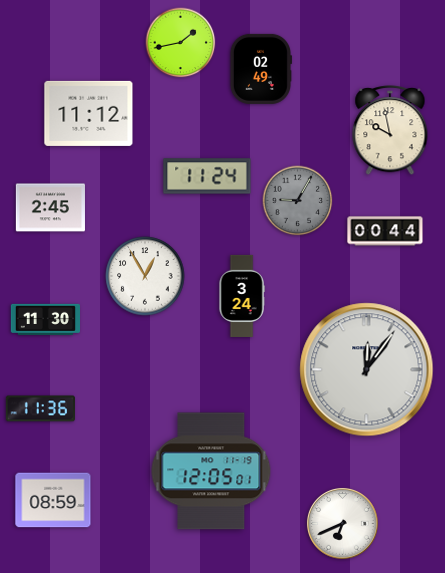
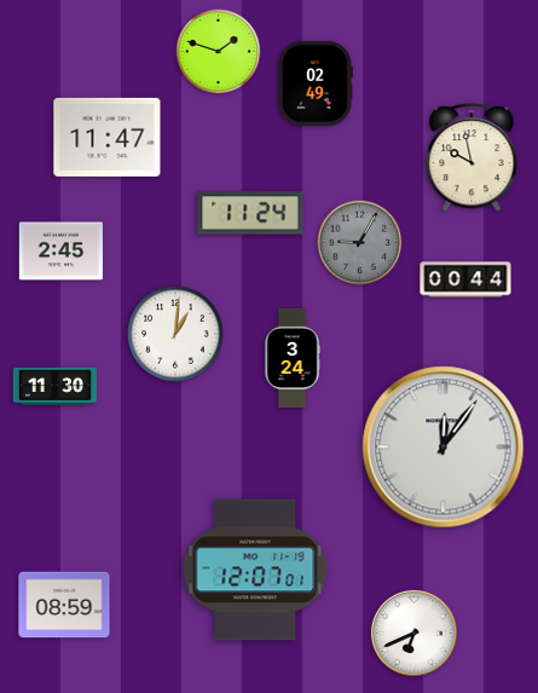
clock at (181, 43): 1:43 -> 1:48
clock at (89, 113): 11:12 -> 11:47
clock at (145, 276): 12:55 -> 1:01
clock at (40, 409): 11:36 -> none
clock at (211, 471): 12:05 -> 12:07
